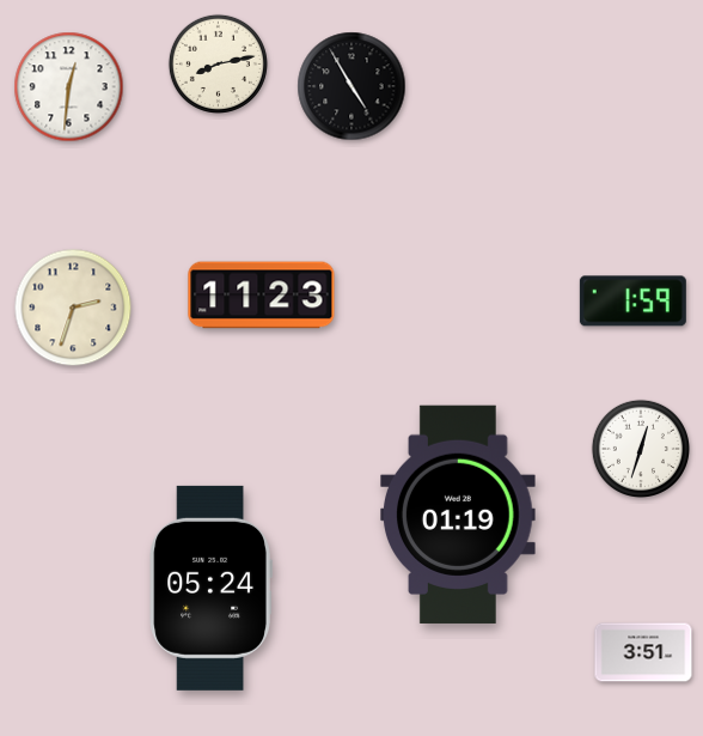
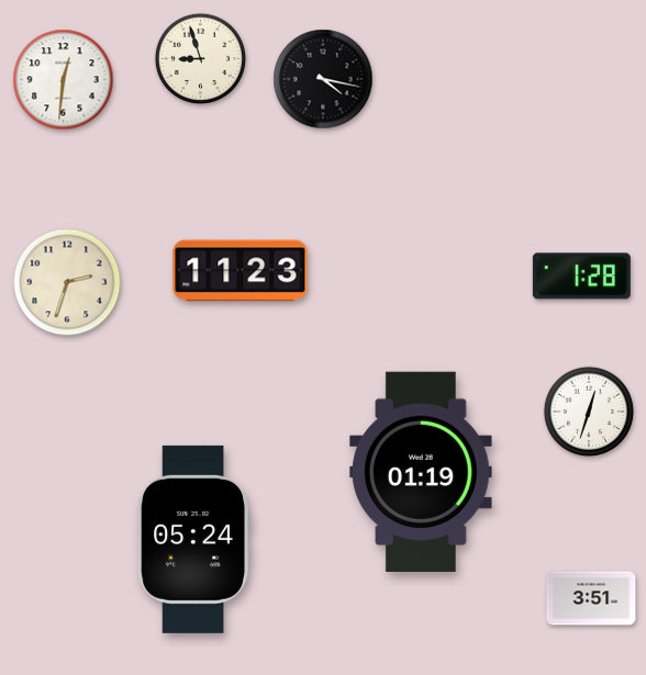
clock at (218, 63): 8:13 -> 8:57
clock at (351, 86): 4:55 -> 4:17
clock at (632, 302): 1:59 -> 1:28
